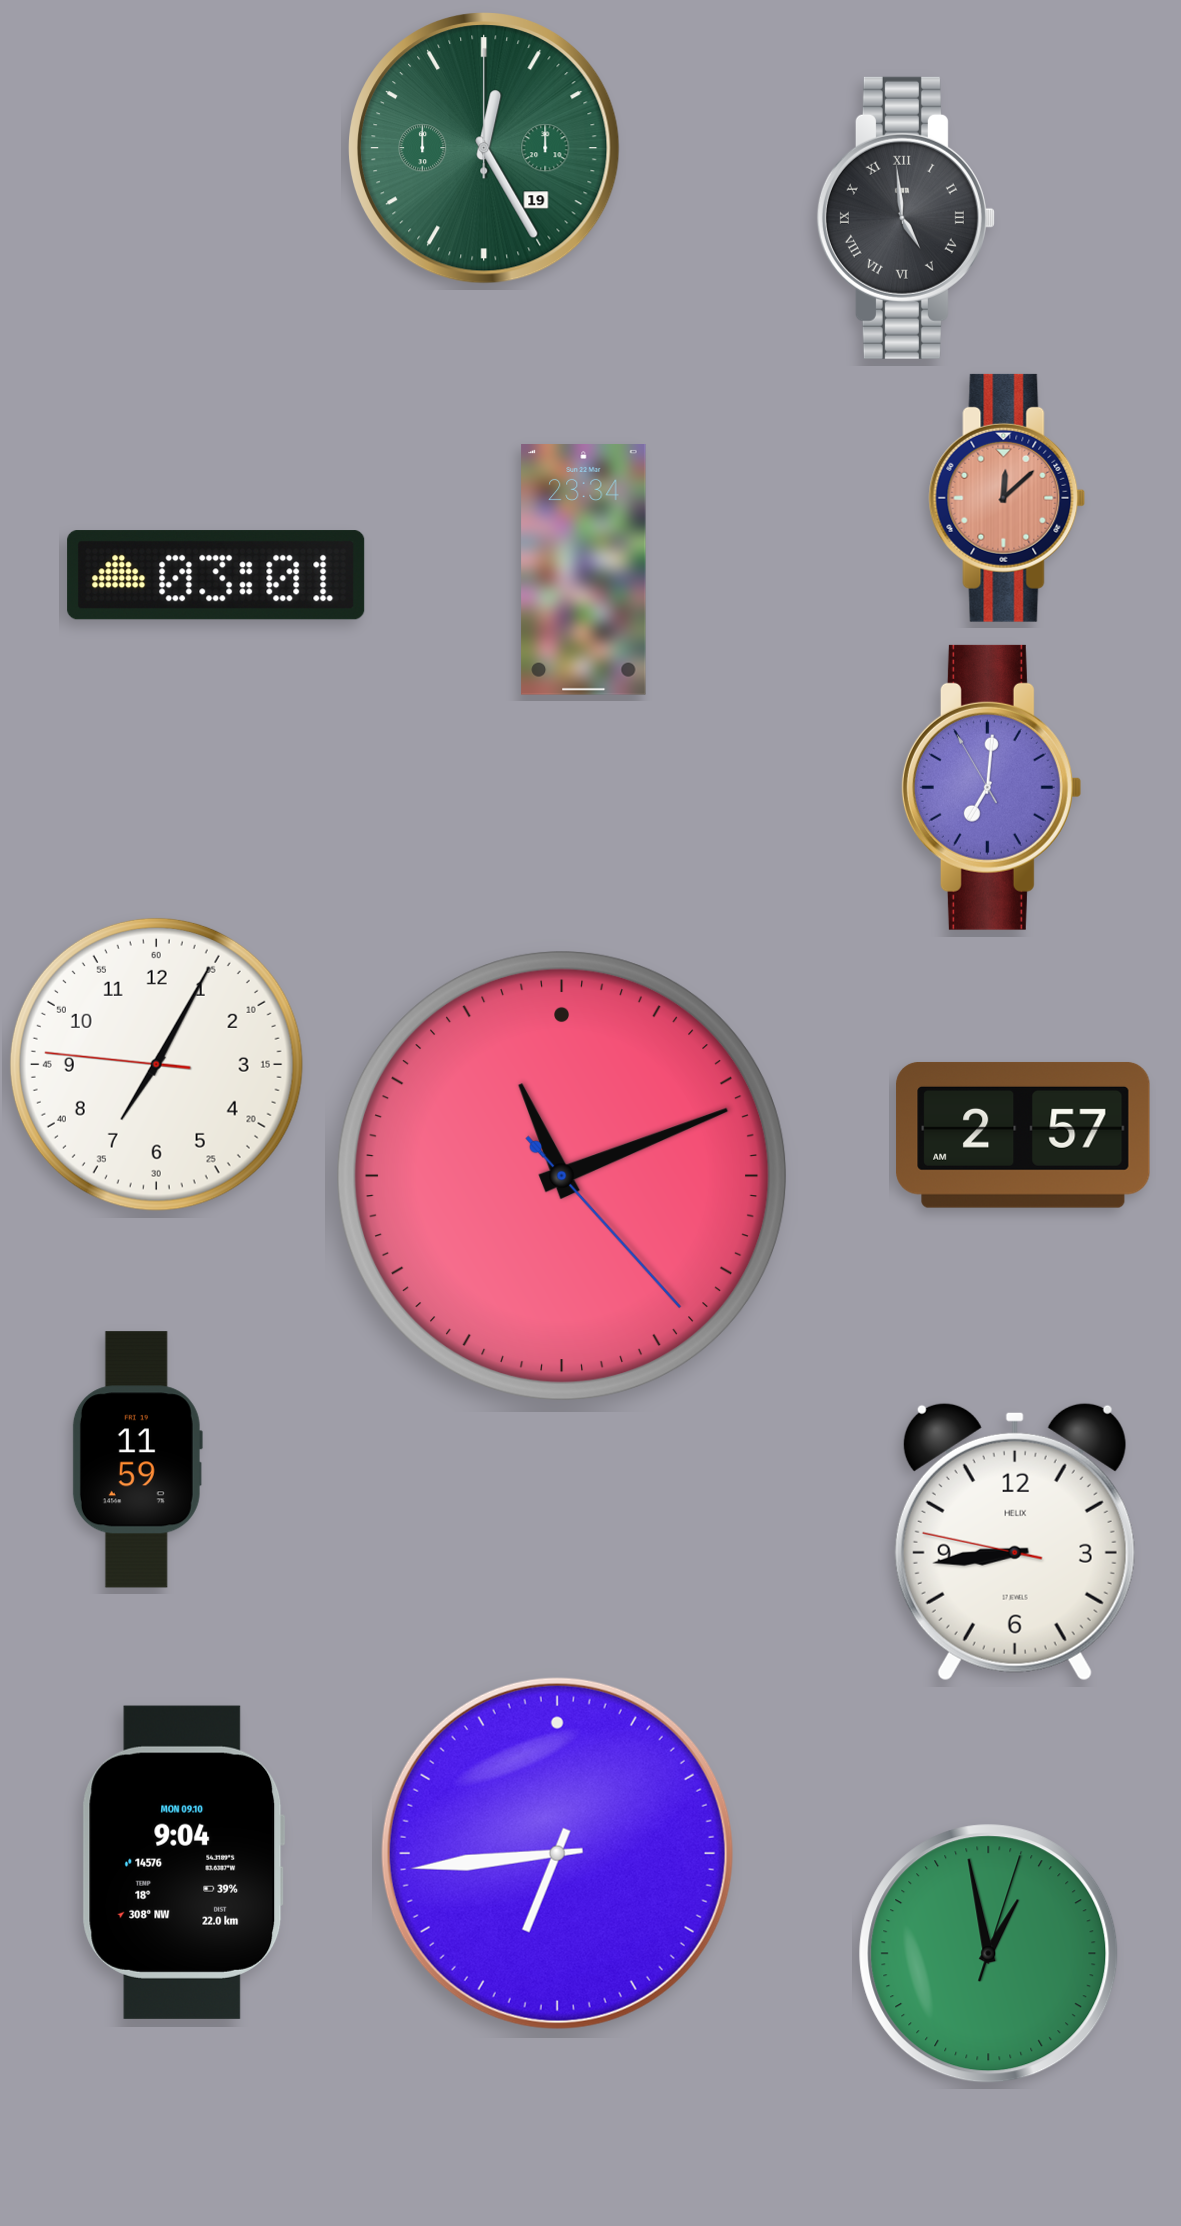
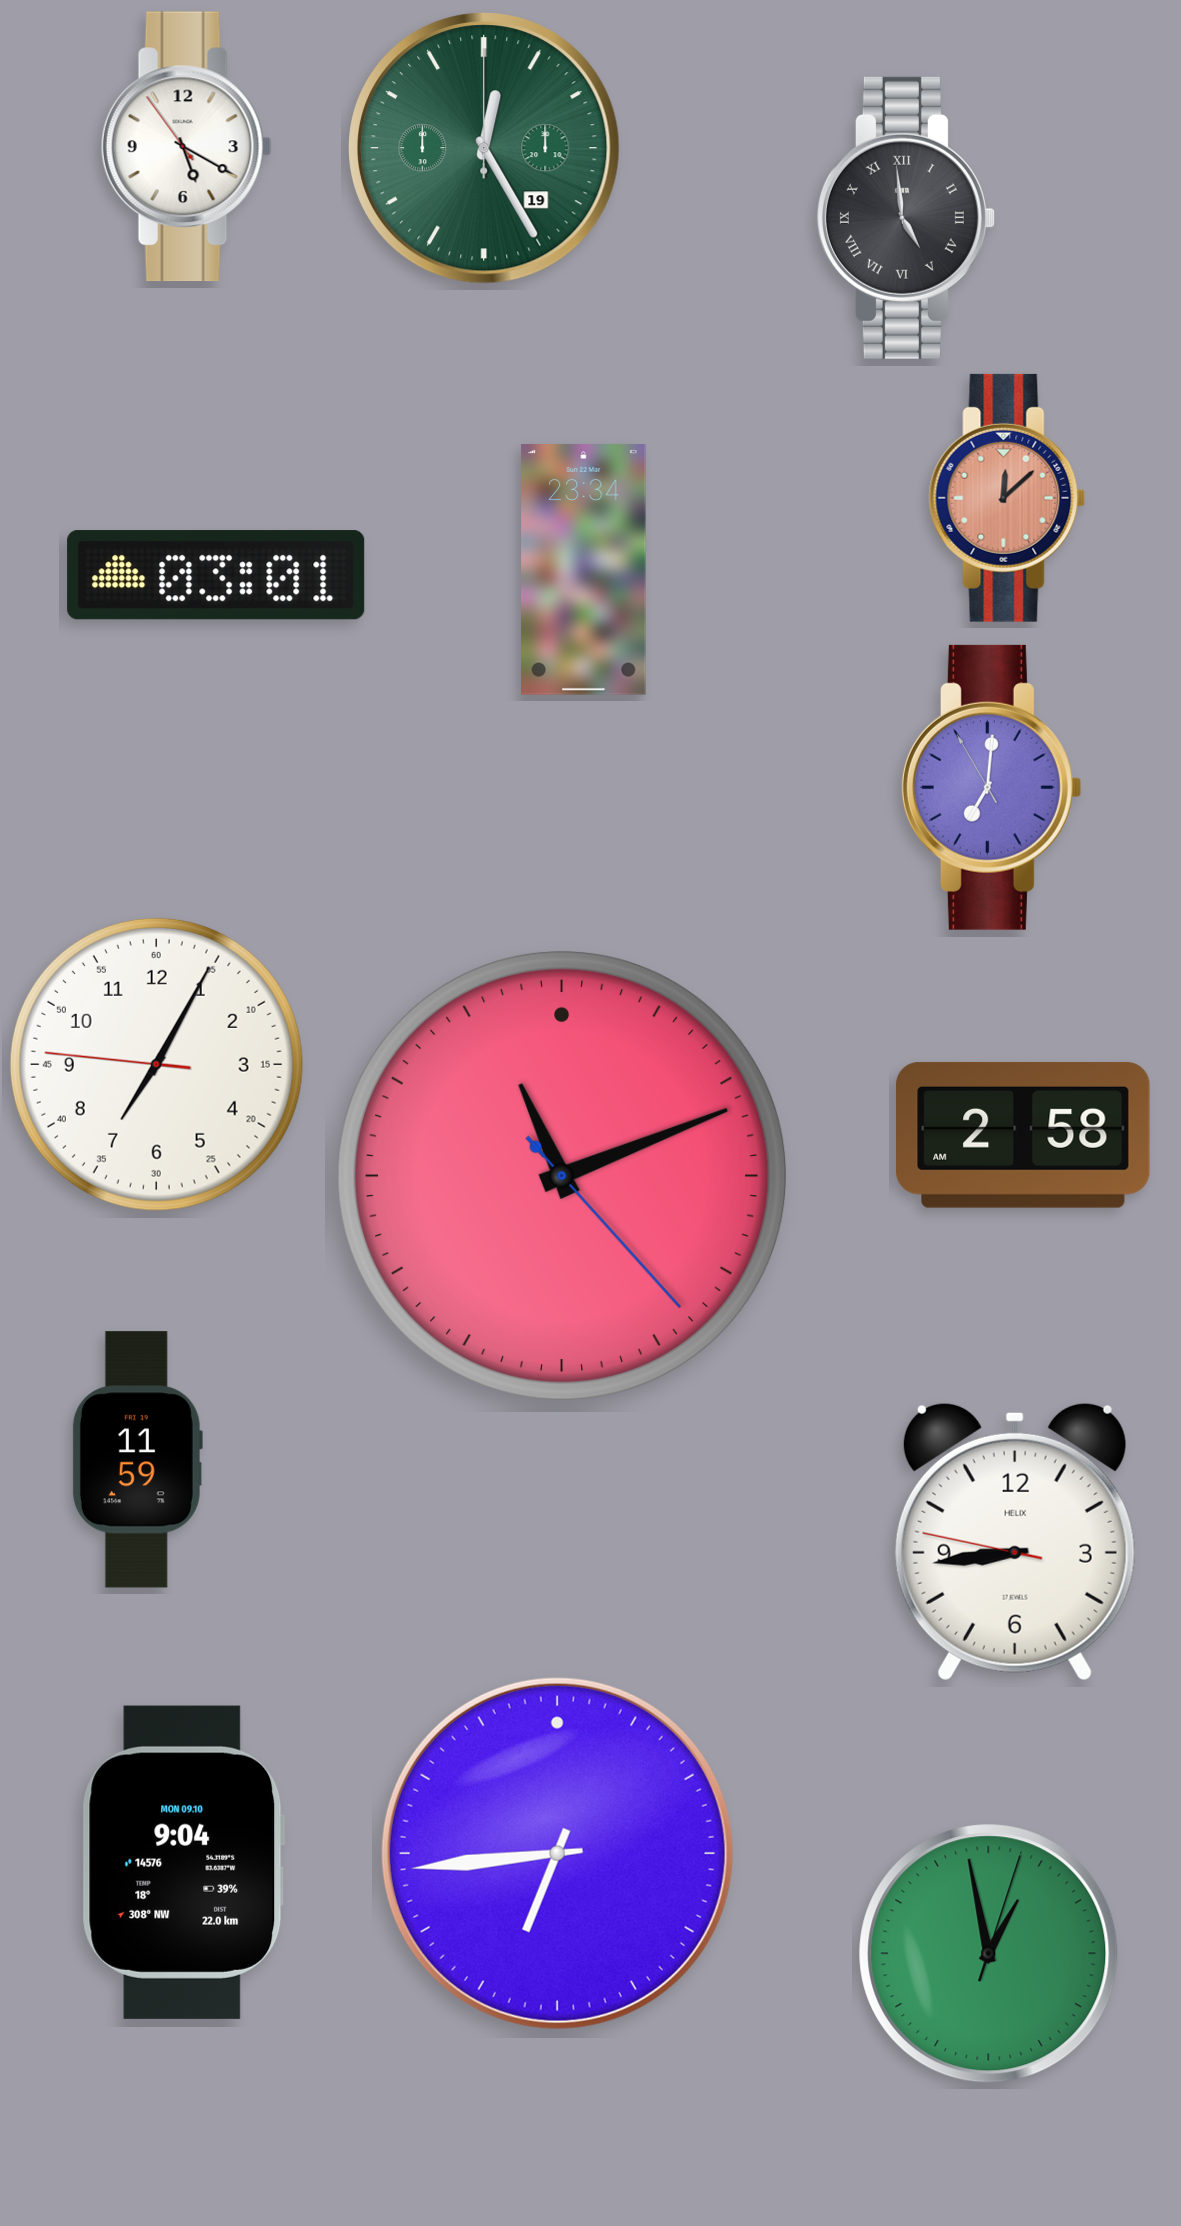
clock at (186, 147): none -> 5:19
clock at (1023, 1135): 2:57 -> 2:58
